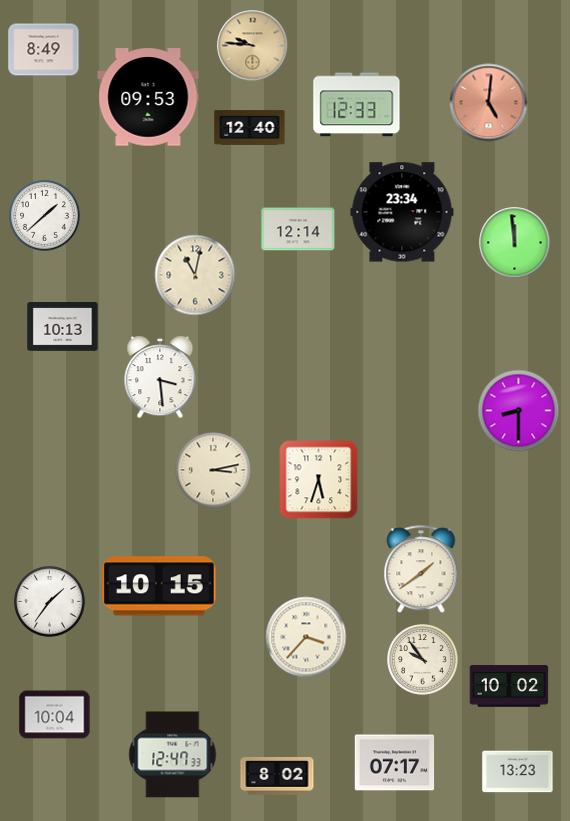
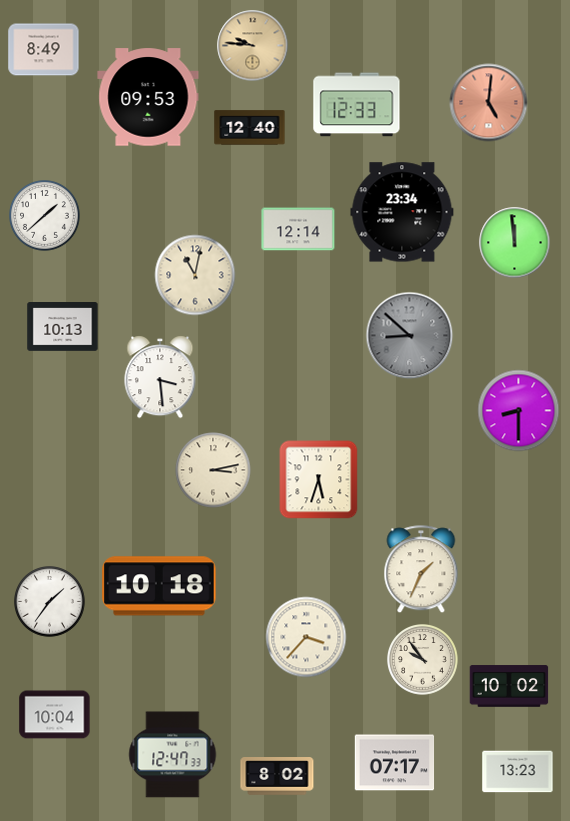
clock at (410, 336): none -> 8:52
clock at (421, 570): 1:39 -> 1:34
clock at (159, 586): 10:15 -> 10:18
